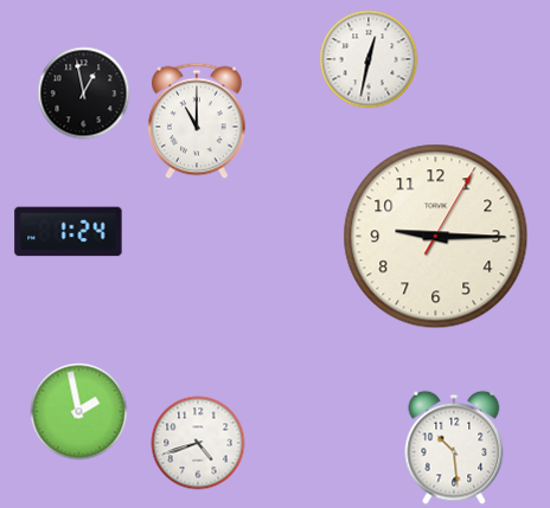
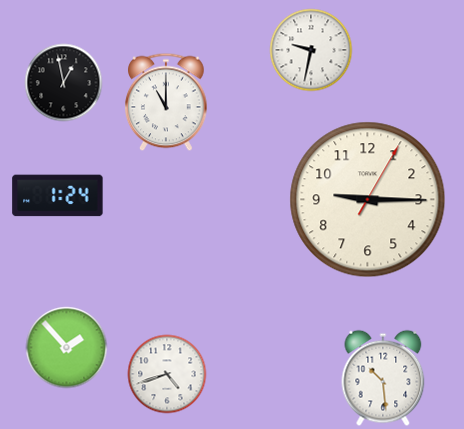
clock at (369, 59): 12:32 -> 9:32
clock at (84, 94) position: (84, 94) -> (64, 83)
clock at (79, 412): 1:58 -> 1:53
